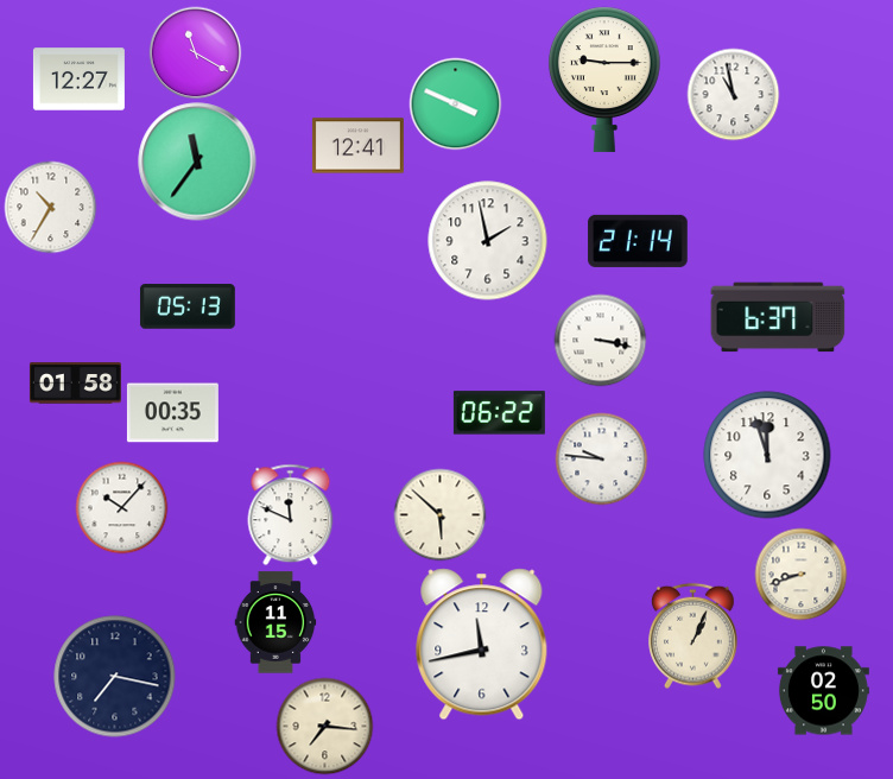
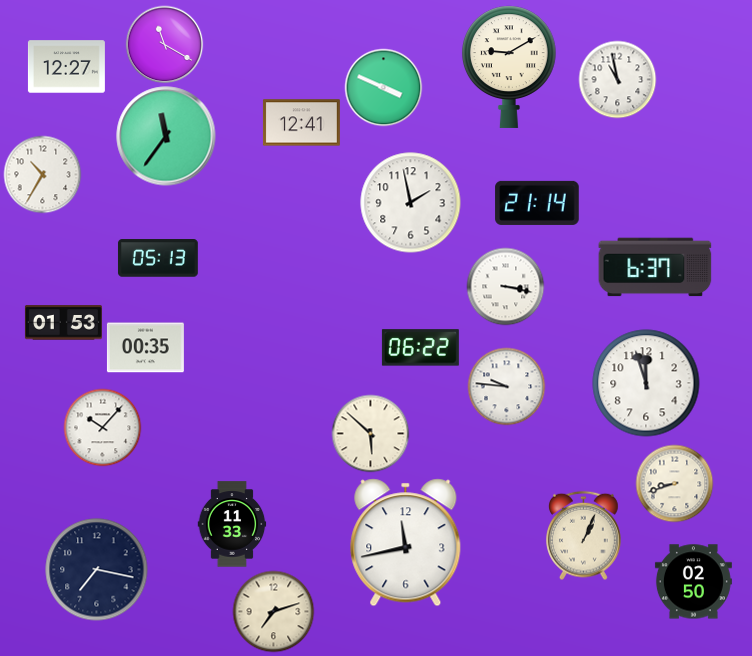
clock at (604, 80): 9:15 -> 9:10
clock at (75, 384): 01:58 -> 01:53
clock at (291, 514): 11:49 -> none
clock at (275, 622): 11:15 -> 11:33
clock at (324, 726): 7:16 -> 7:12
